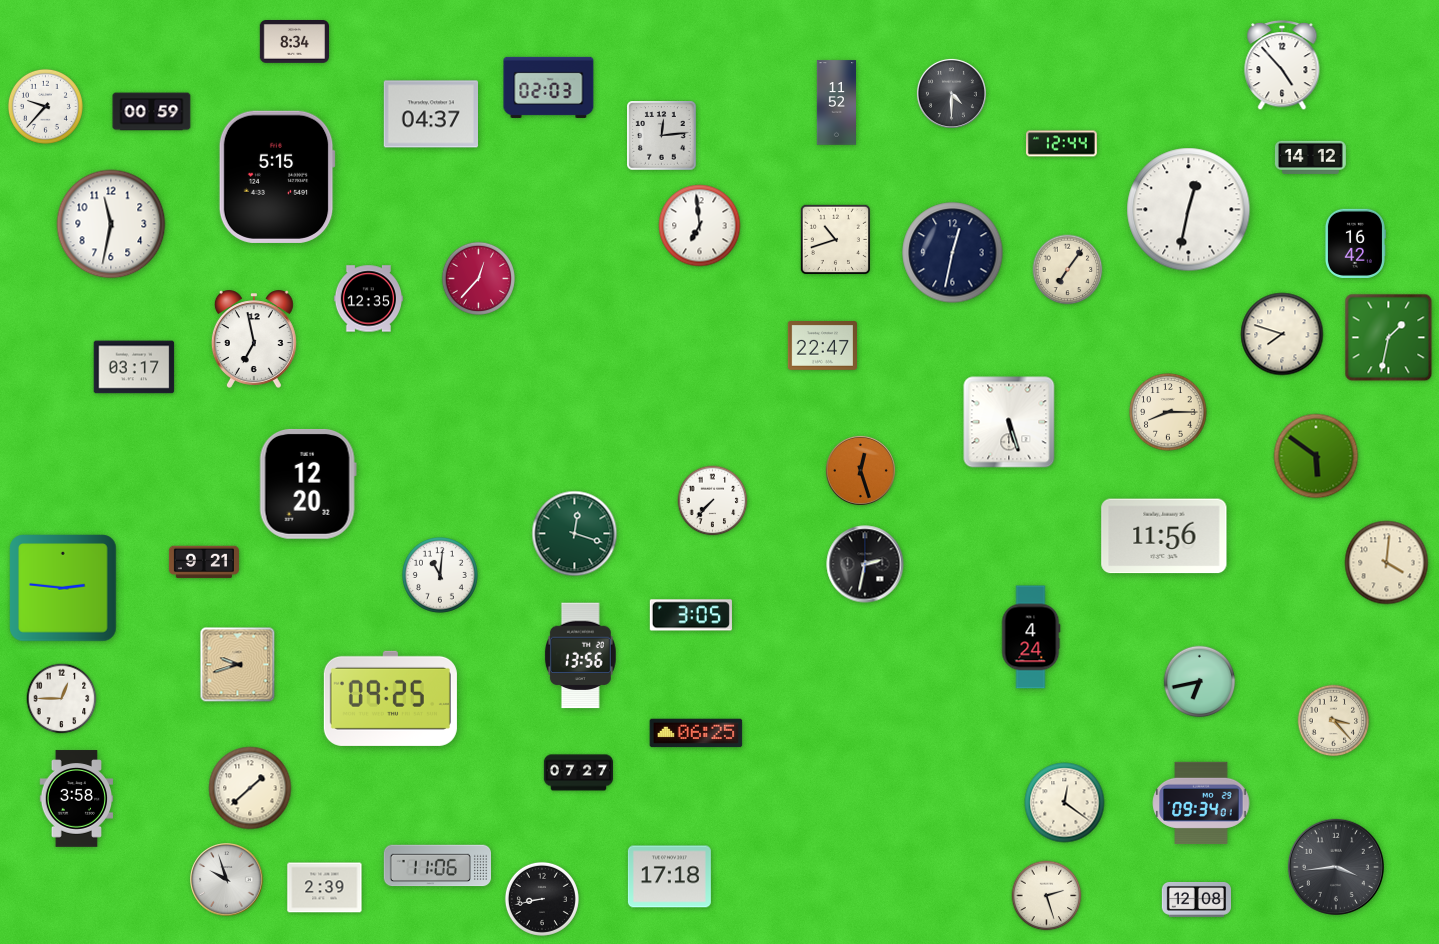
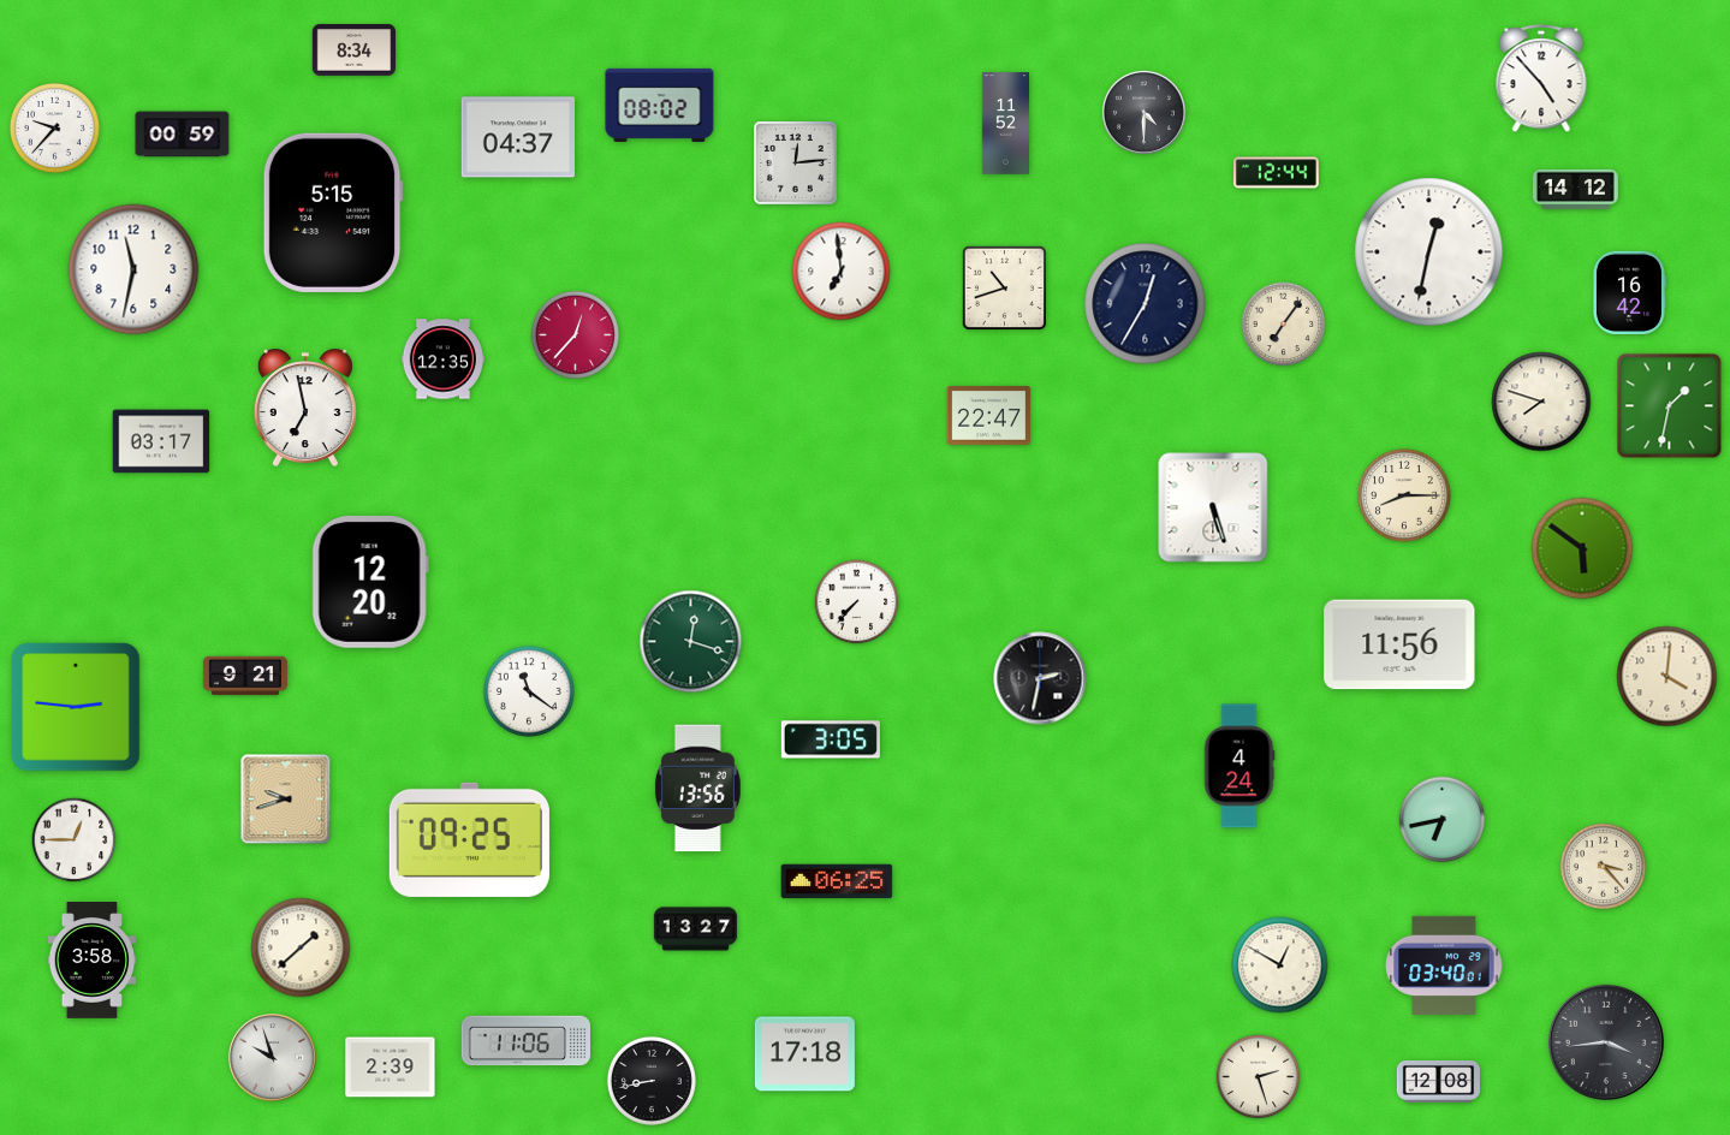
clock at (549, 87): 02:03 -> 08:02
clock at (953, 253): 12:32 -> 12:35
clock at (860, 470): 12:27 -> none
clock at (440, 575): 11:01 -> 11:21
clock at (579, 773): 07:27 -> 13:27
clock at (1201, 802): 09:34 -> 03:40
clock at (1065, 803): 12:21 -> 12:50
